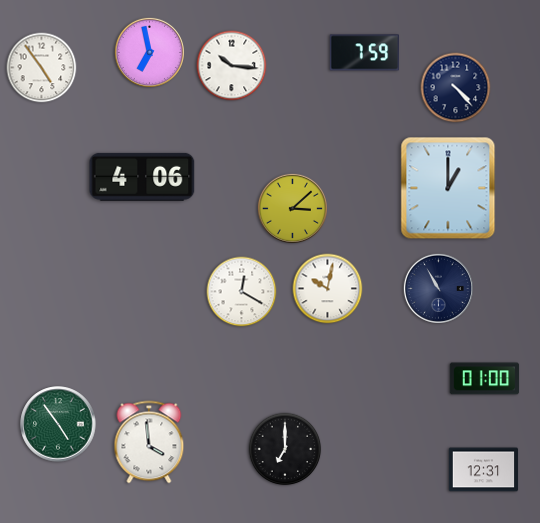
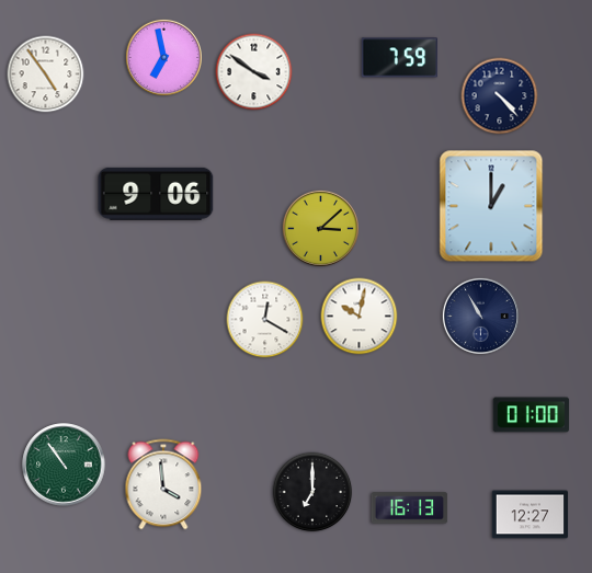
clock at (232, 66): 10:16 -> 3:51
clock at (142, 177): 4:06 -> 9:06
clock at (58, 424): 4:54 -> 10:54
clock at (410, 508): none -> 16:13
clock at (484, 470): 12:31 -> 12:27
